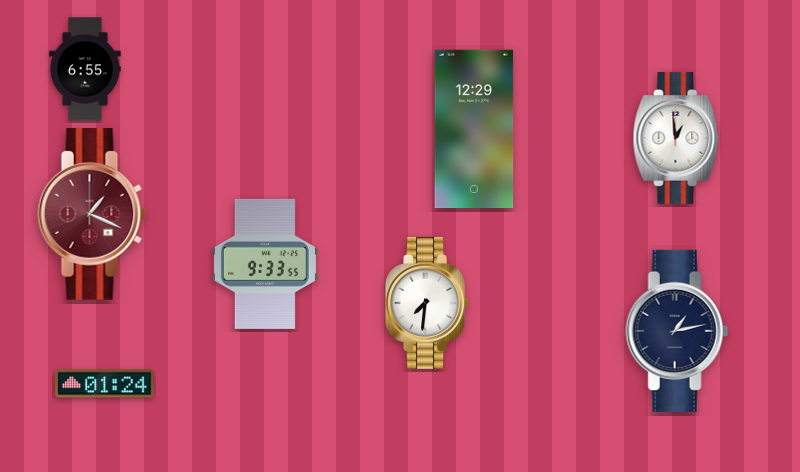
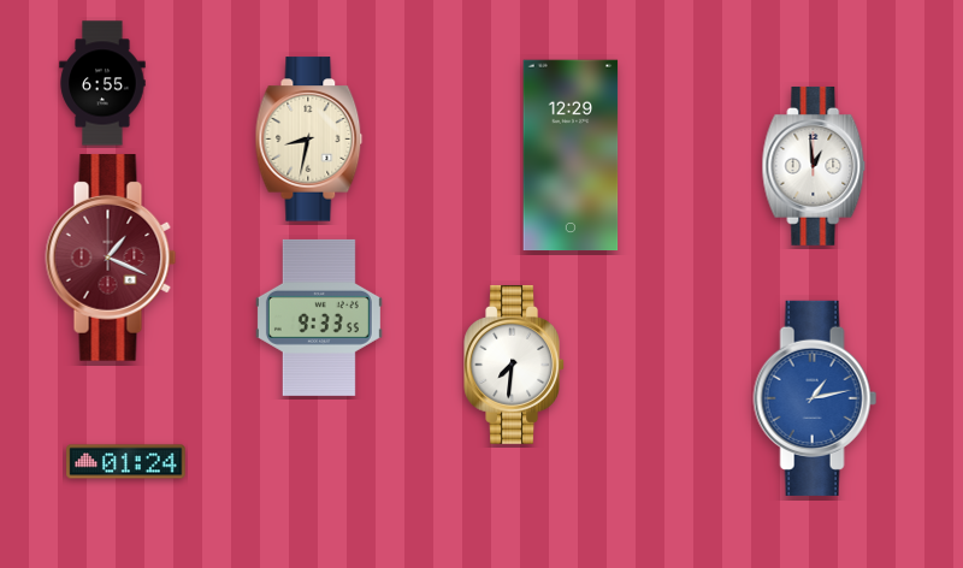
clock at (309, 140): none -> 8:32
clock at (677, 331) dial: navy -> blue
